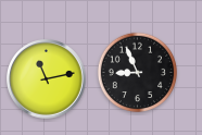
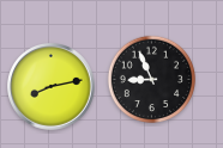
clock at (47, 79): 11:13 -> 8:13
